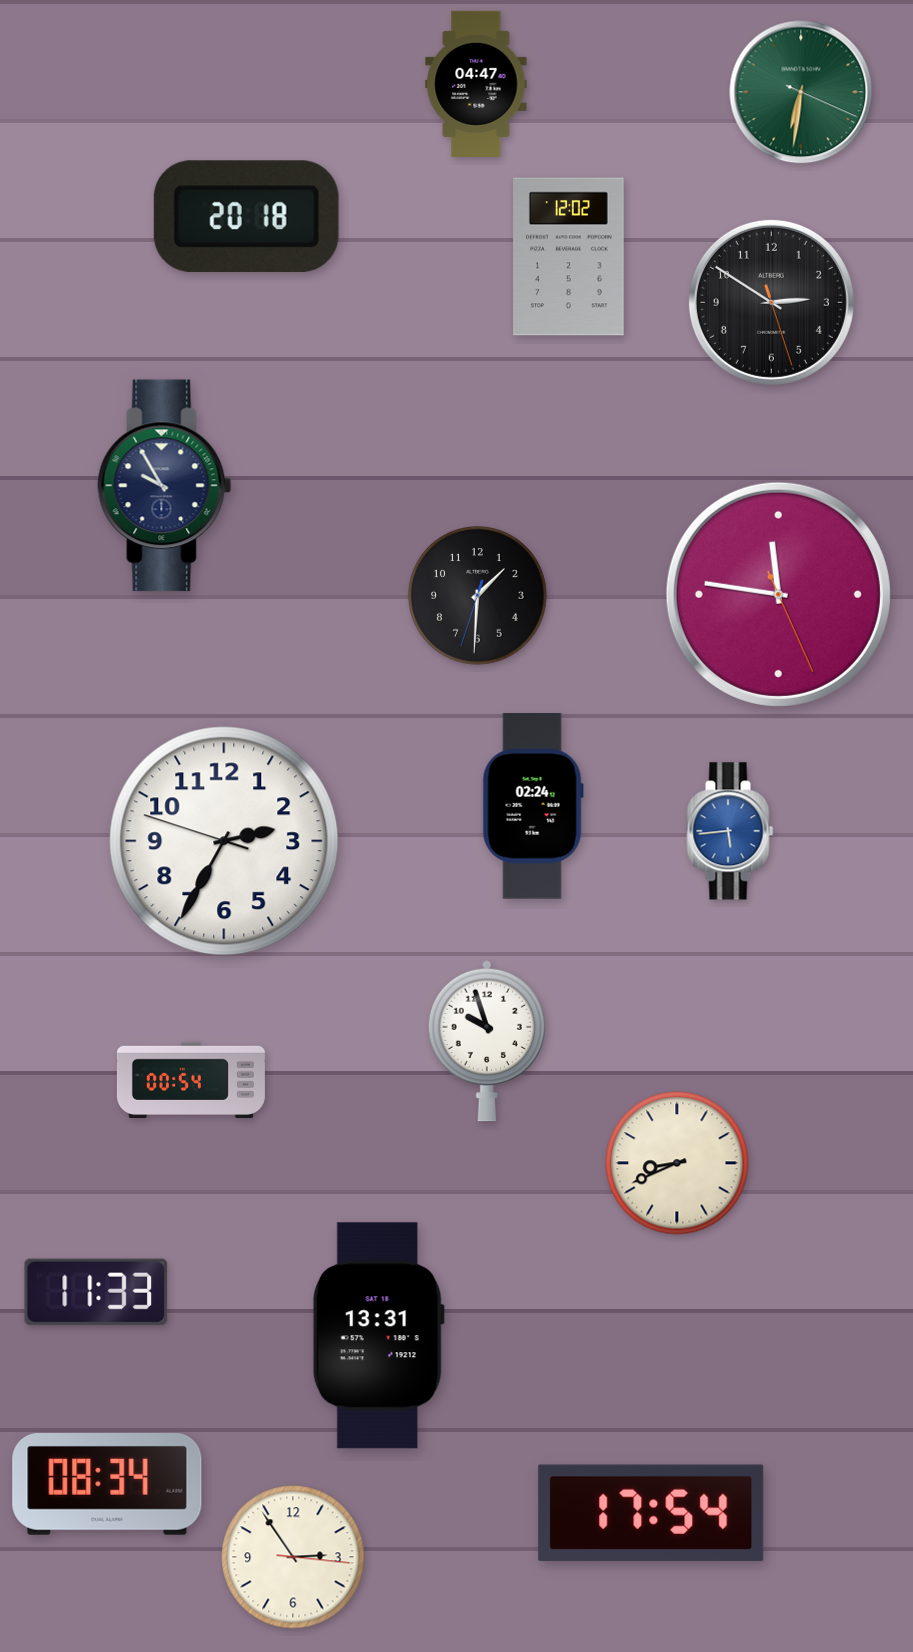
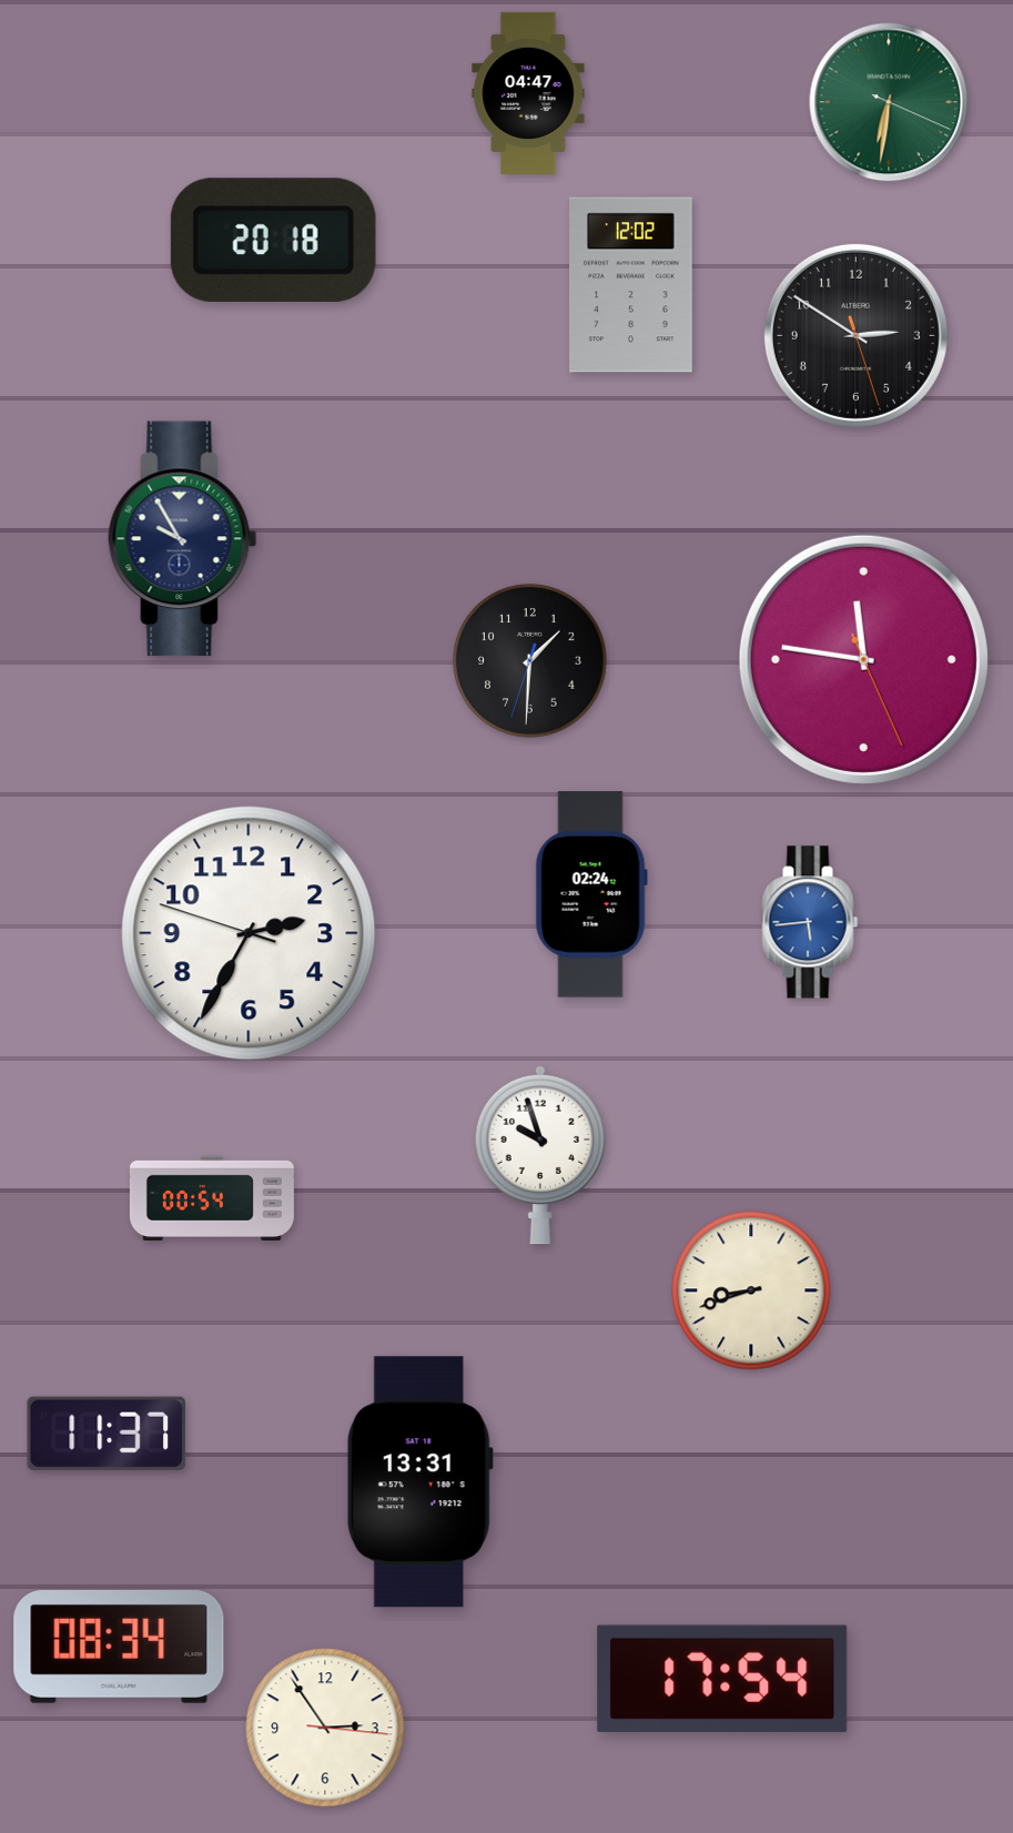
clock at (677, 1163): 8:41 -> 8:42
clock at (96, 1292): 11:33 -> 11:37
